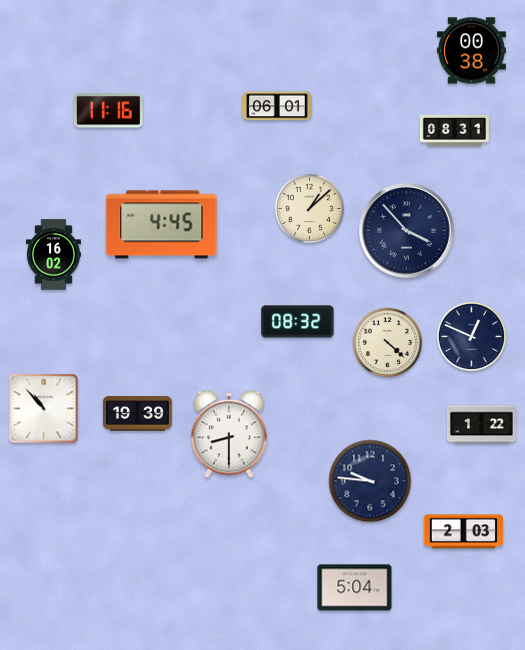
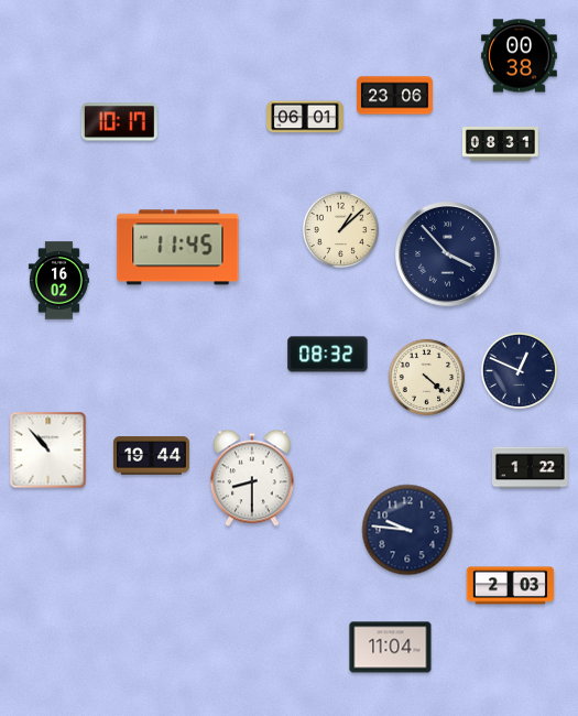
clock at (394, 96): none -> 23:06
clock at (108, 111): 11:16 -> 10:17
clock at (162, 225): 4:45 -> 11:45
clock at (137, 414): 19:39 -> 19:44
clock at (355, 588): 5:04 -> 11:04
